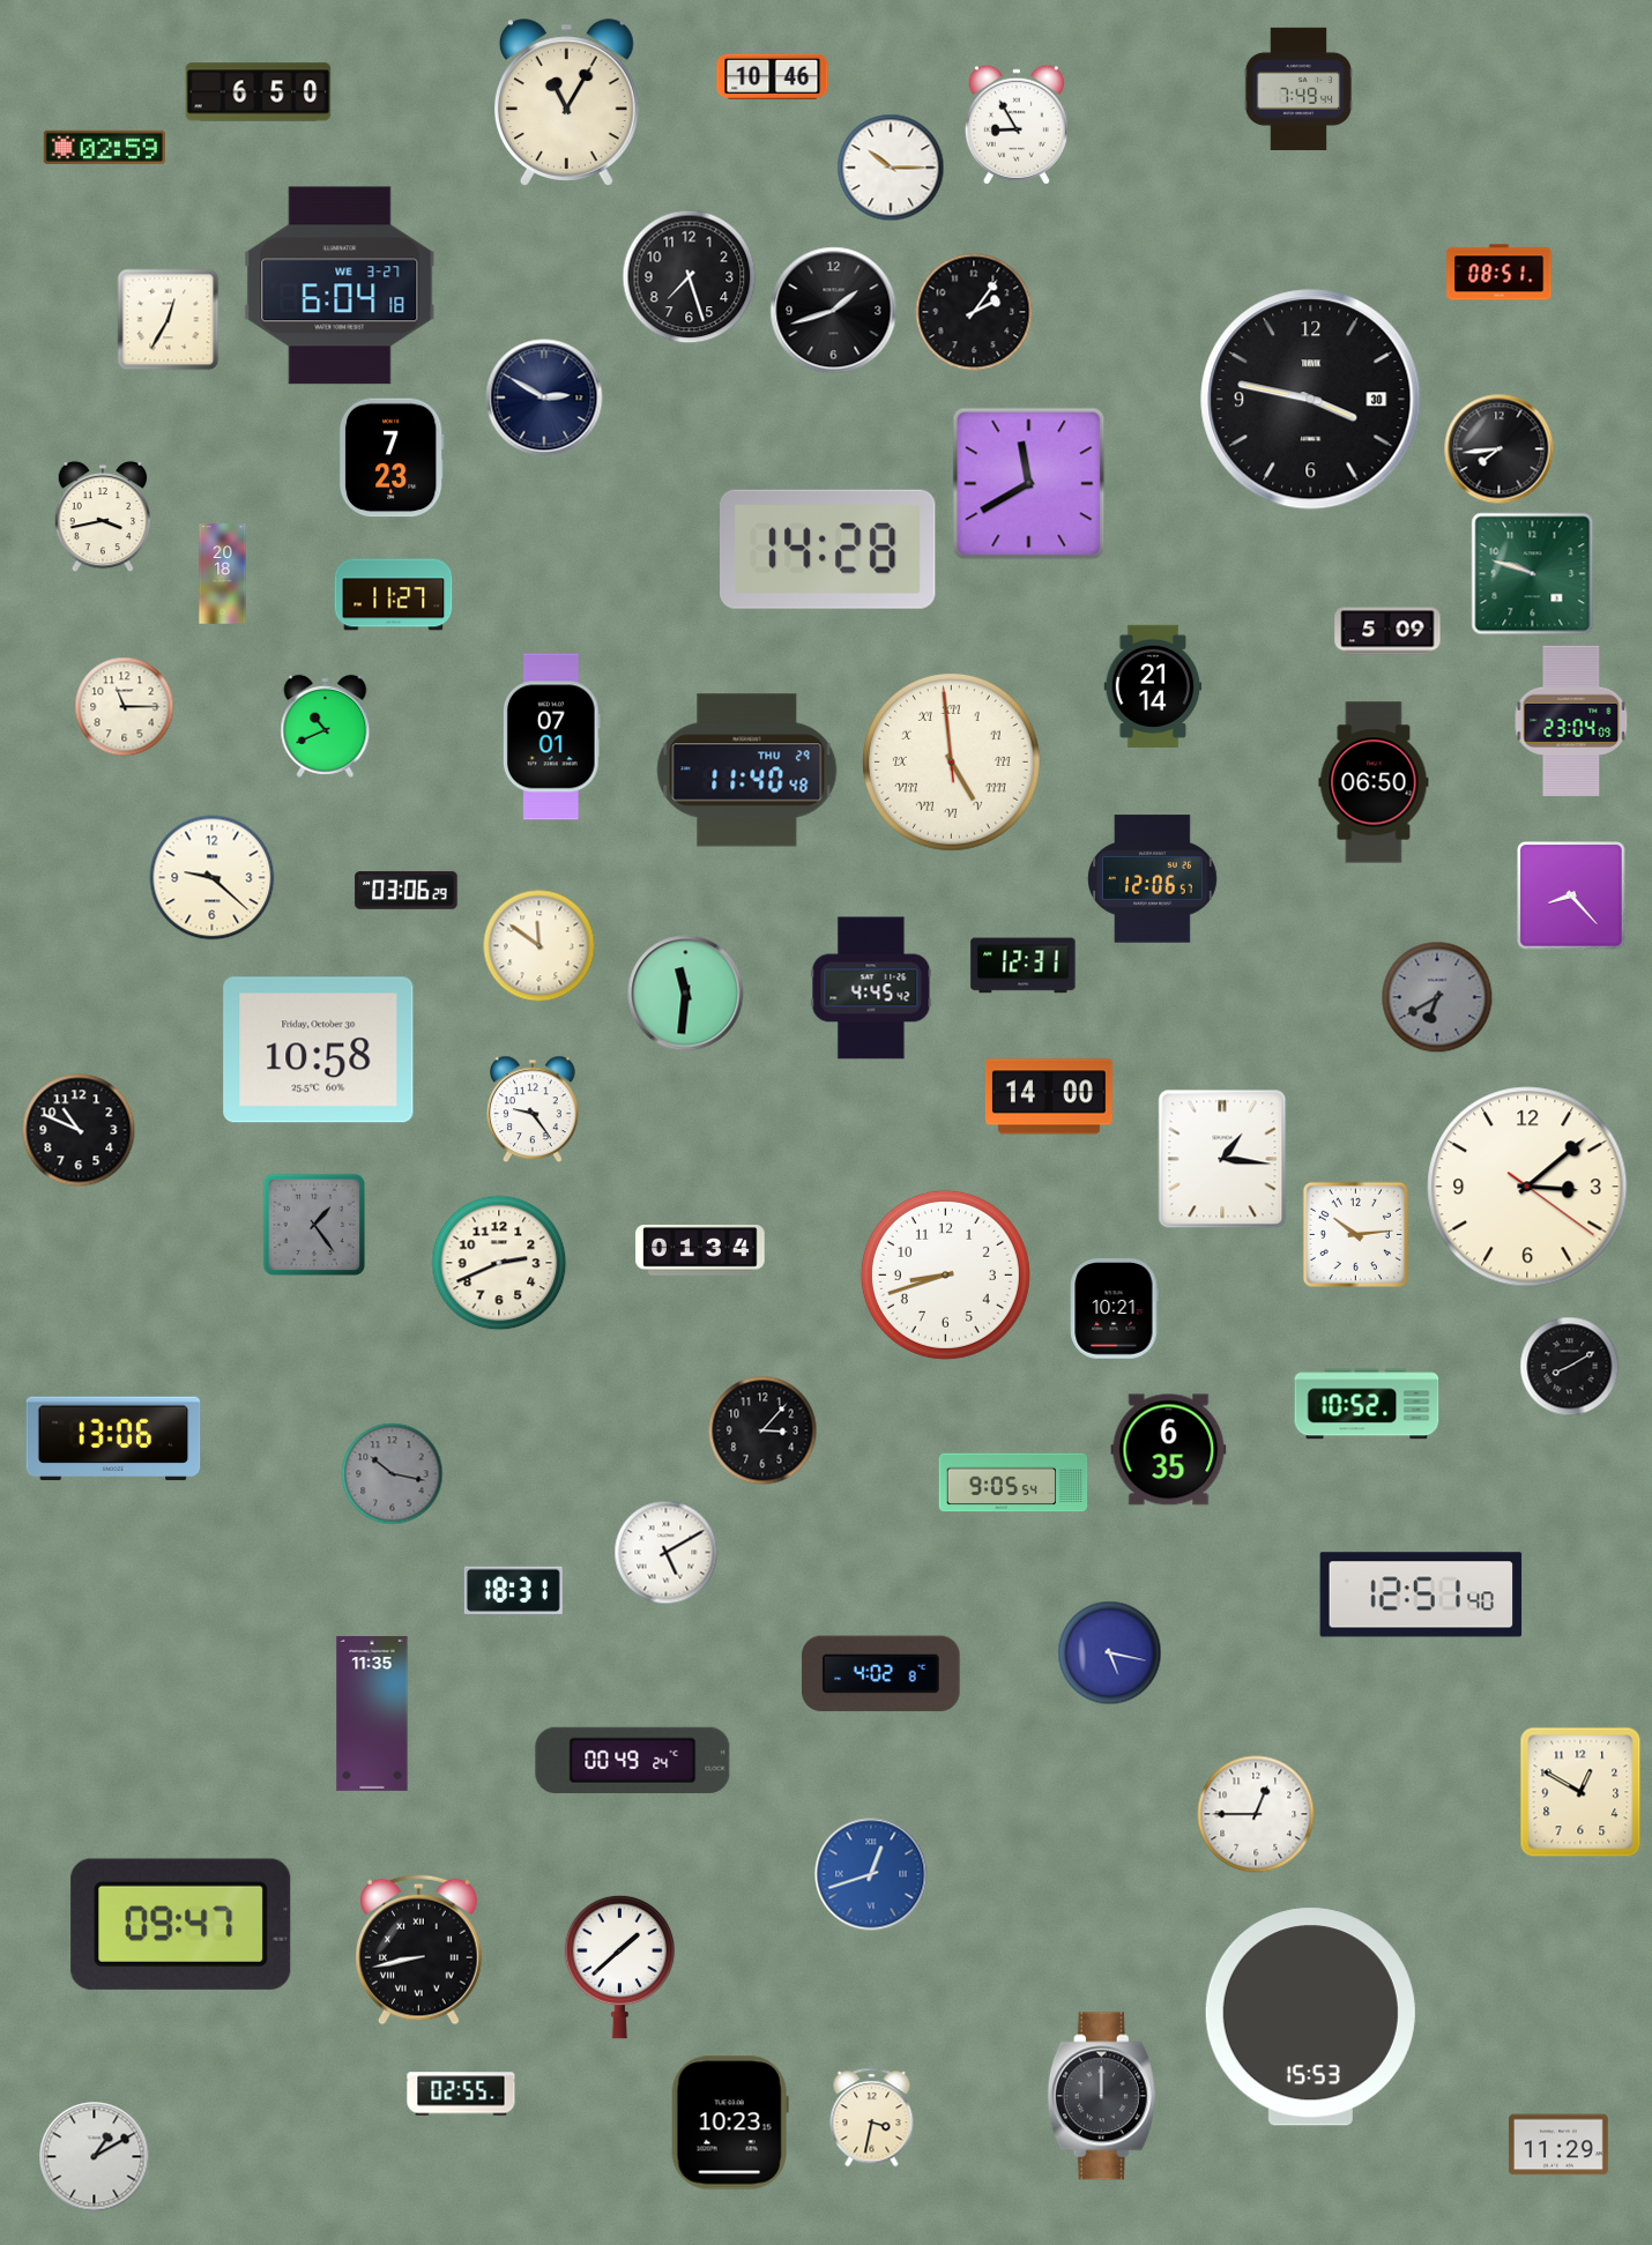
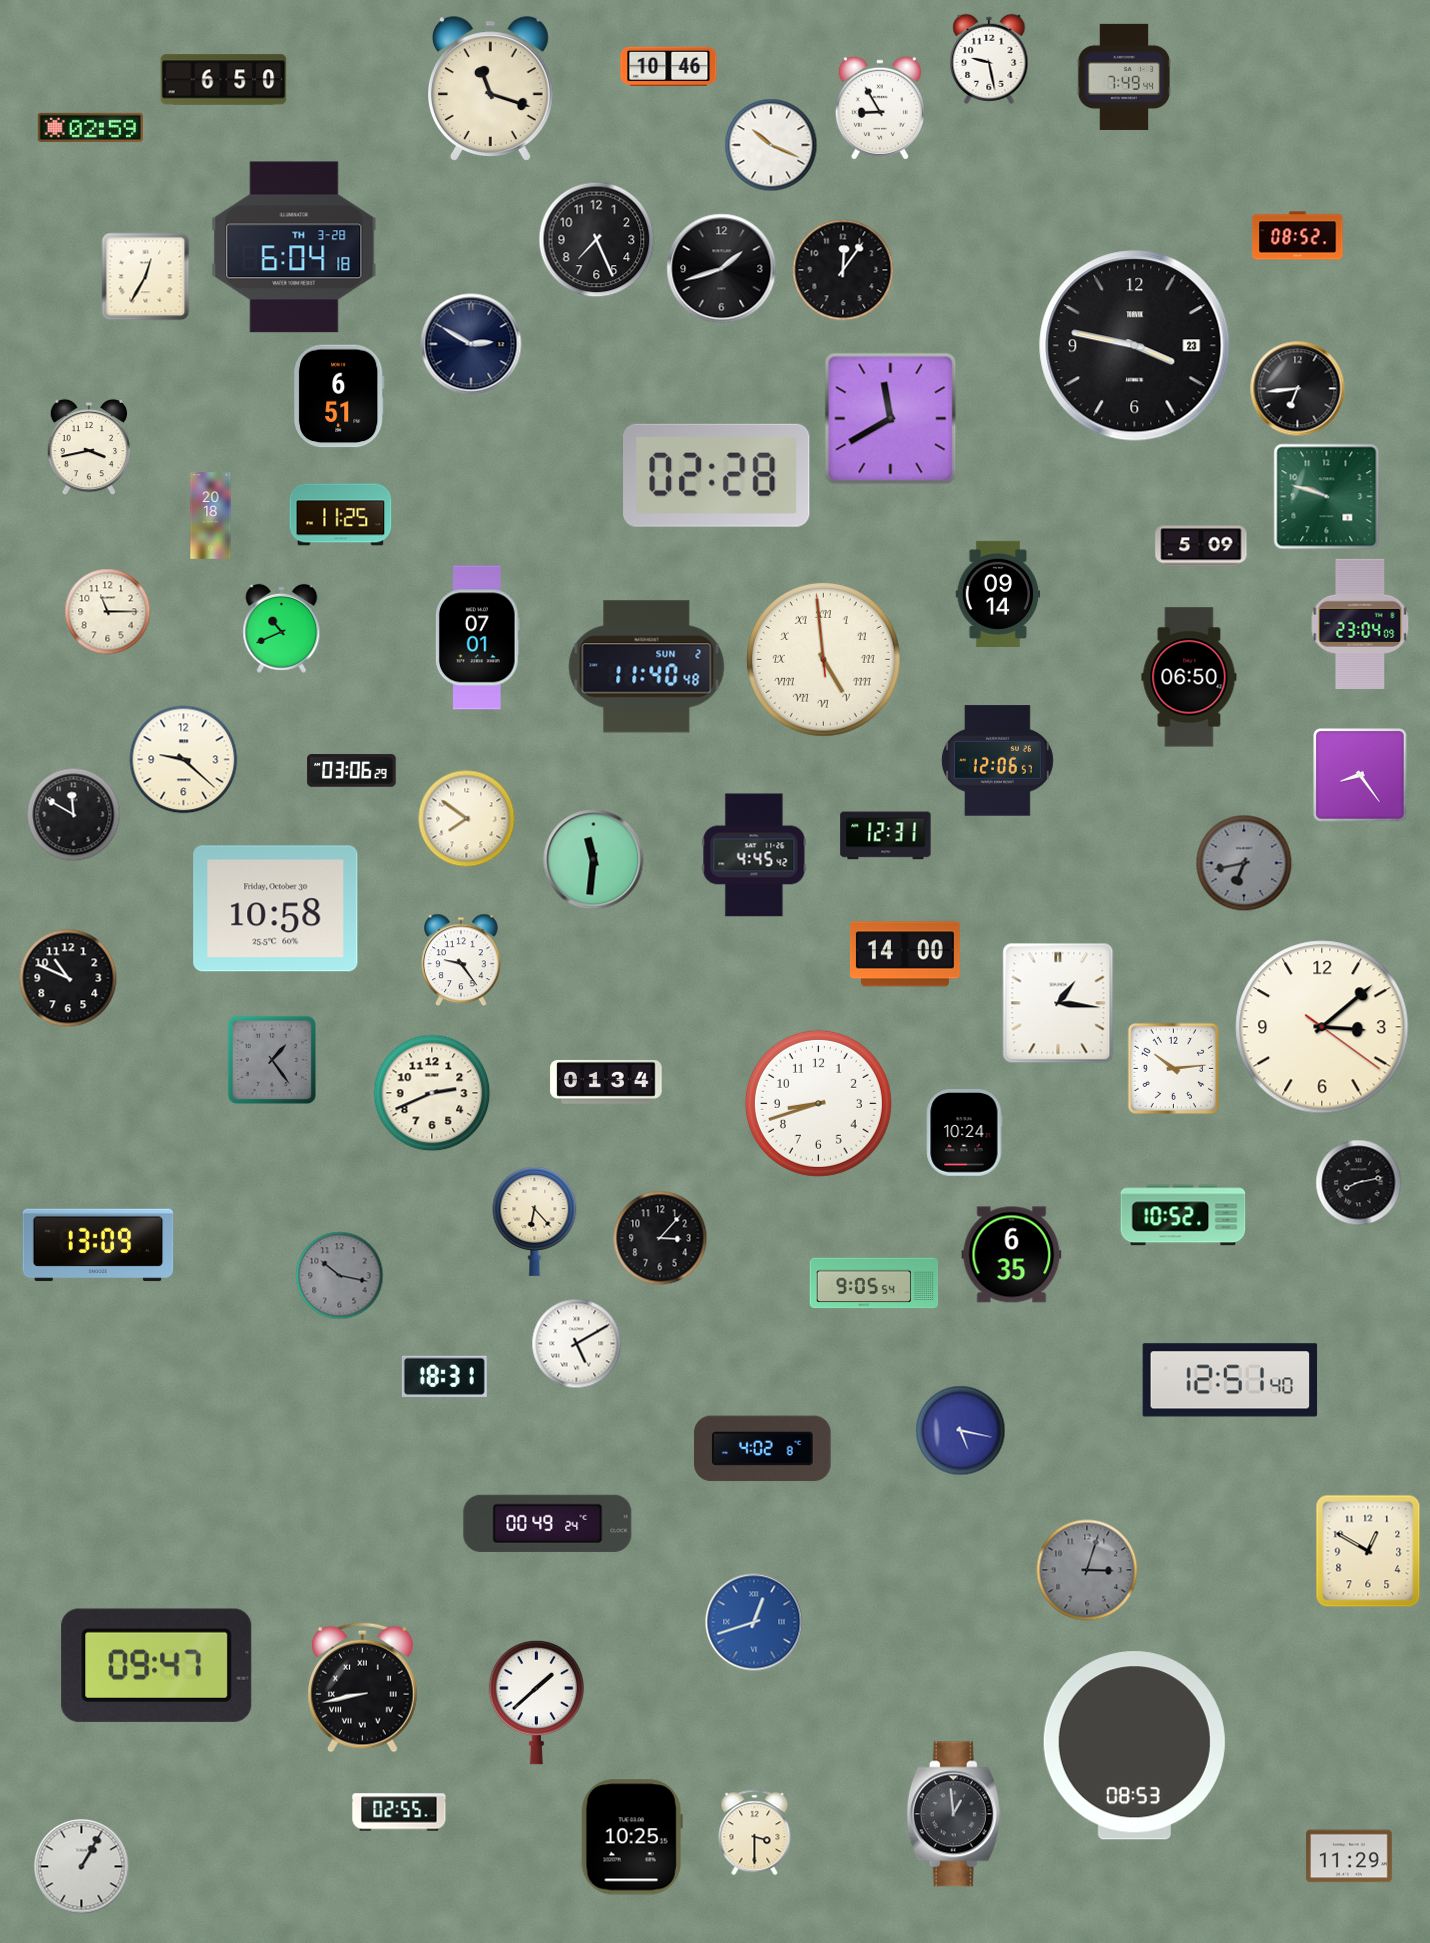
clock at (989, 59): none -> 9:28
clock at (566, 103): 11:05 -> 11:18
clock at (891, 168): 10:15 -> 10:19
clock at (1500, 273): 08:51 -> 08:52
clock at (690, 277): 7:27 -> 7:26
clock at (340, 285) date: WE 3-27 -> TH 3-28
clock at (974, 312): 2:06 -> 12:06
clock at (1311, 400) date: 30 -> 23
clock at (1500, 449): 7:44 -> 6:44
clock at (392, 458): 7:23 -> 6:51
clock at (828, 549): 14:28 -> 02:28
clock at (223, 574) position: (223, 574) -> (211, 516)
clock at (394, 595): 11:27 -> 11:25
clock at (1153, 686): 21:14 -> 09:14
clock at (747, 771) date: THU 29 -> SUN 2
clock at (1571, 895): 8:23 -> 8:24
clock at (74, 815): none -> 11:50
clock at (539, 946): 11:51 -> 7:51
clock at (1437, 997): 6:40 -> 6:43
clock at (1049, 1097) position: (1049, 1097) -> (905, 954)
clock at (1115, 1309): 10:21 -> 10:24
clock at (1570, 1367): 8:10 -> 8:13
clock at (535, 1221): none -> 6:23
clock at (113, 1439): 13:06 -> 13:09
clock at (1013, 1482) position: (1013, 1482) -> (874, 1283)
clock at (372, 1715): 11:35 -> none
clock at (1256, 1814): 12:45 -> 3:03
clock at (1256, 1814) dial: white -> grey
clock at (1310, 2017): 15:53 -> 08:53
clock at (1102, 2096): 12:00 -> 12:59
clock at (872, 2118): 3:32 -> 3:30
clock at (730, 2123): 10:23 -> 10:25
clock at (95, 2157): 1:10 -> 1:05
